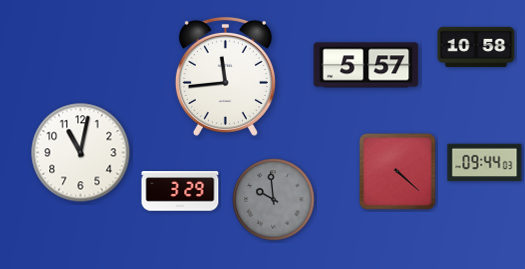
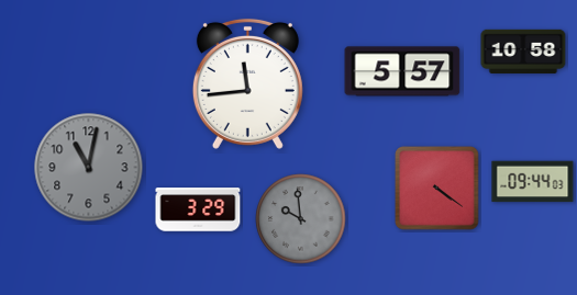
clock at (81, 153) dial: white -> grey
clock at (485, 163) position: (485, 163) -> (533, 182)
clock at (398, 172): 4:22 -> 4:21
